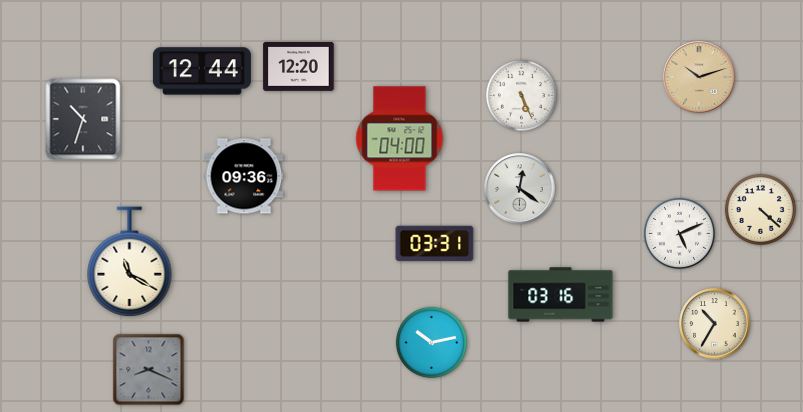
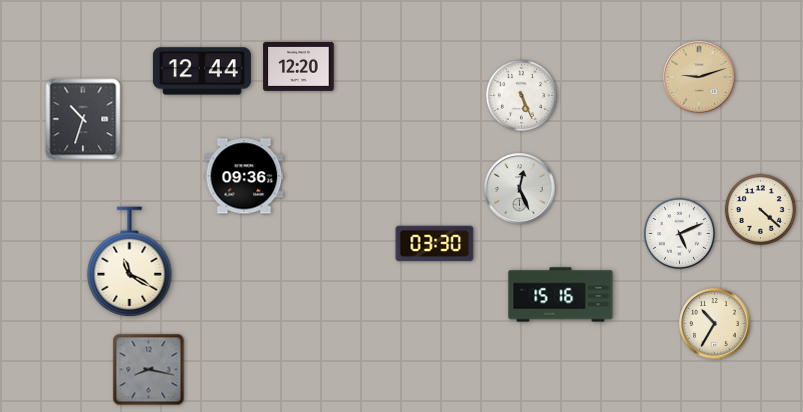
clock at (699, 77): 10:12 -> 9:12
clock at (400, 139): 04:00 -> none
clock at (520, 189): 12:21 -> 12:26
clock at (435, 244): 03:31 -> 03:30
clock at (561, 295): 03:16 -> 15:16
clock at (431, 342): 10:13 -> none
clock at (149, 370): 8:19 -> 8:17
